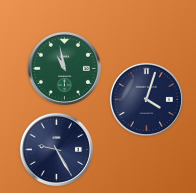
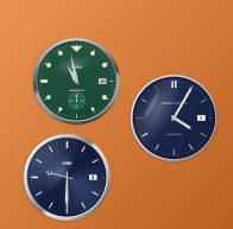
clock at (146, 99): 4:03 -> 4:05
clock at (56, 149): 9:25 -> 9:30
